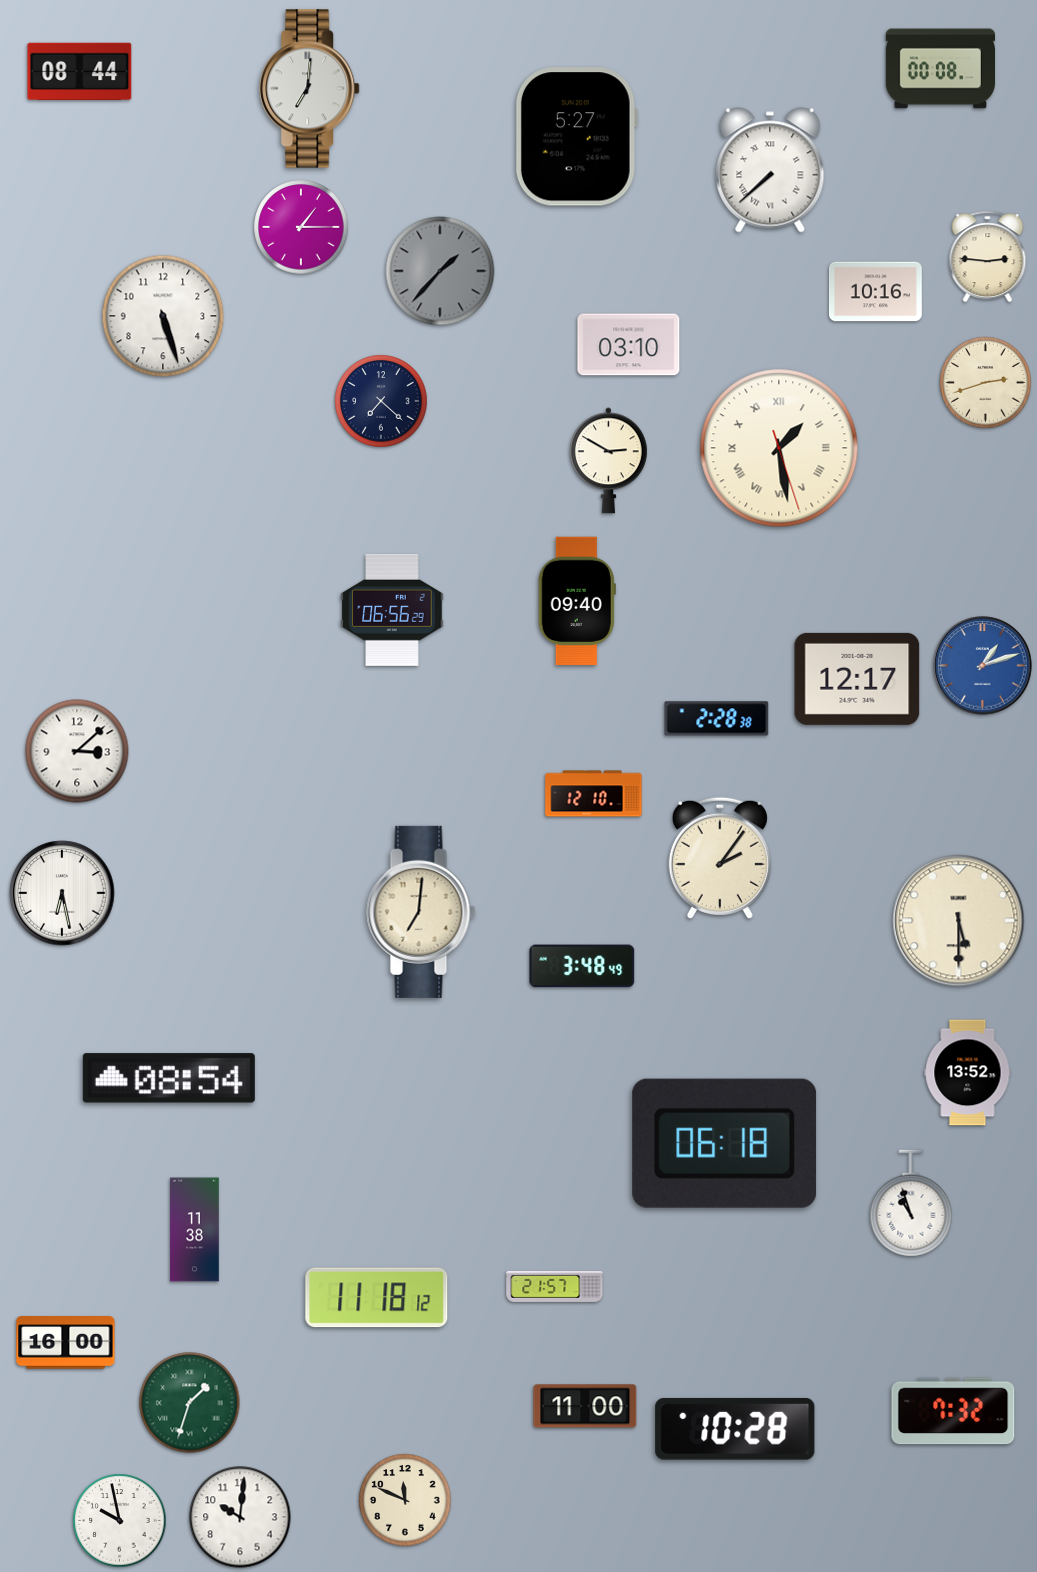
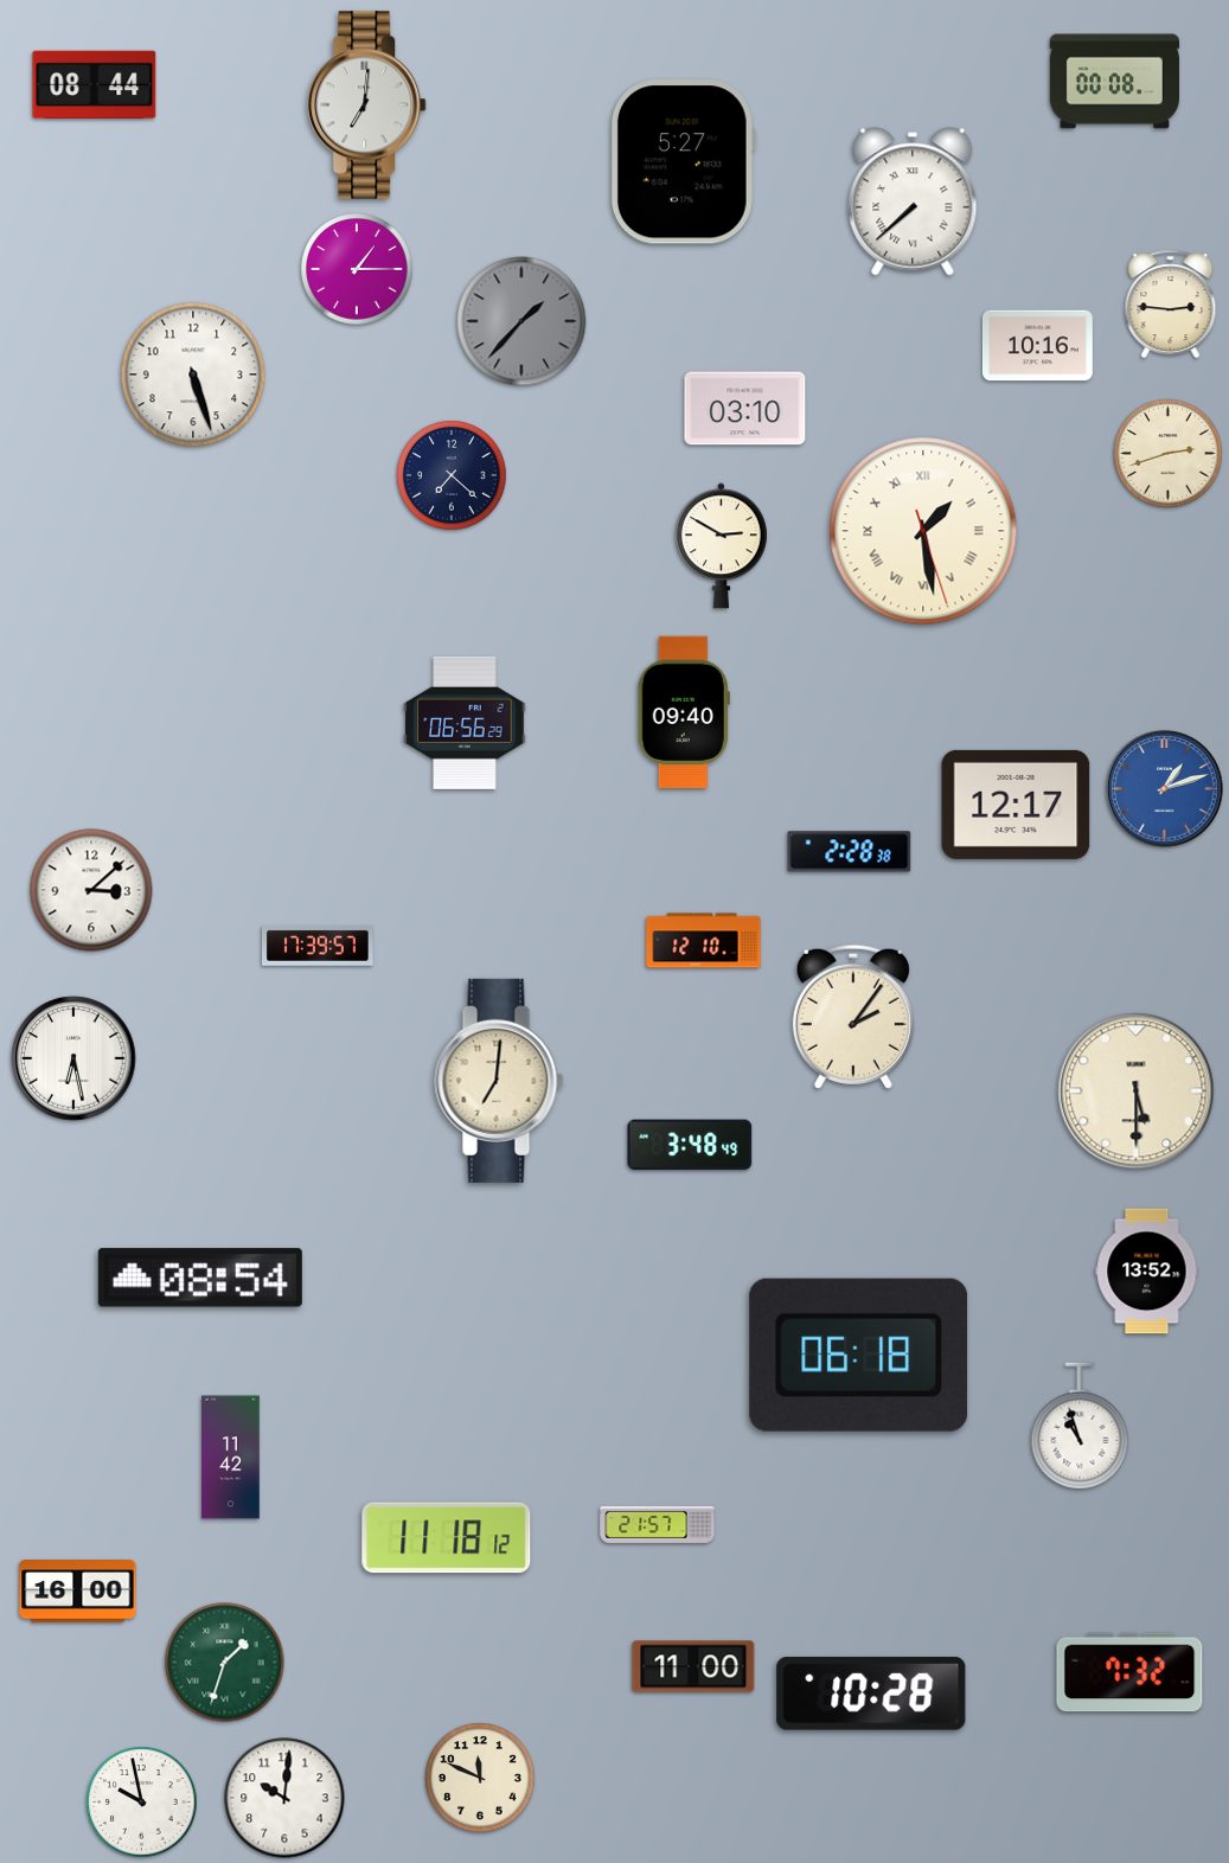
clock at (319, 946): none -> 17:39
clock at (195, 1230): 11:38 -> 11:42
